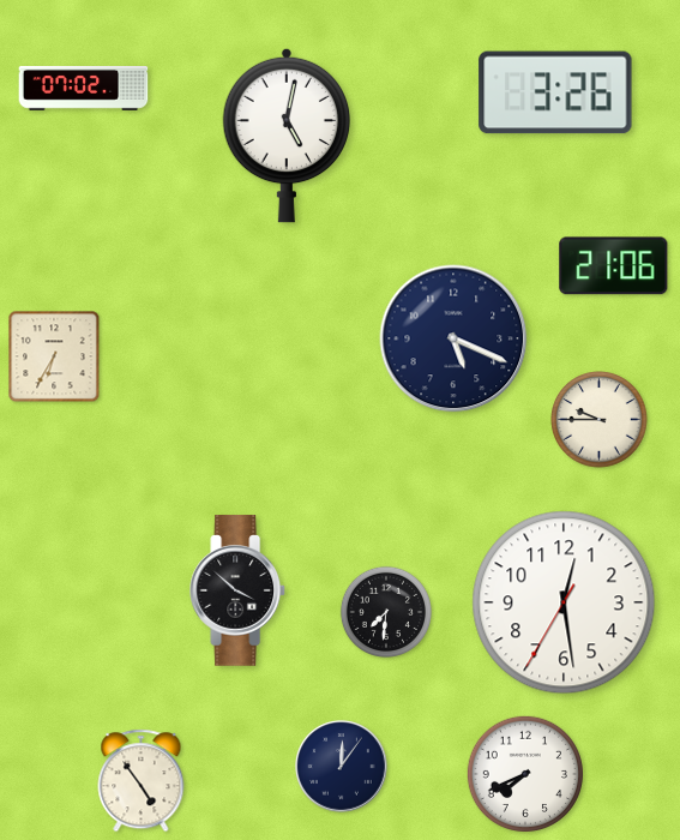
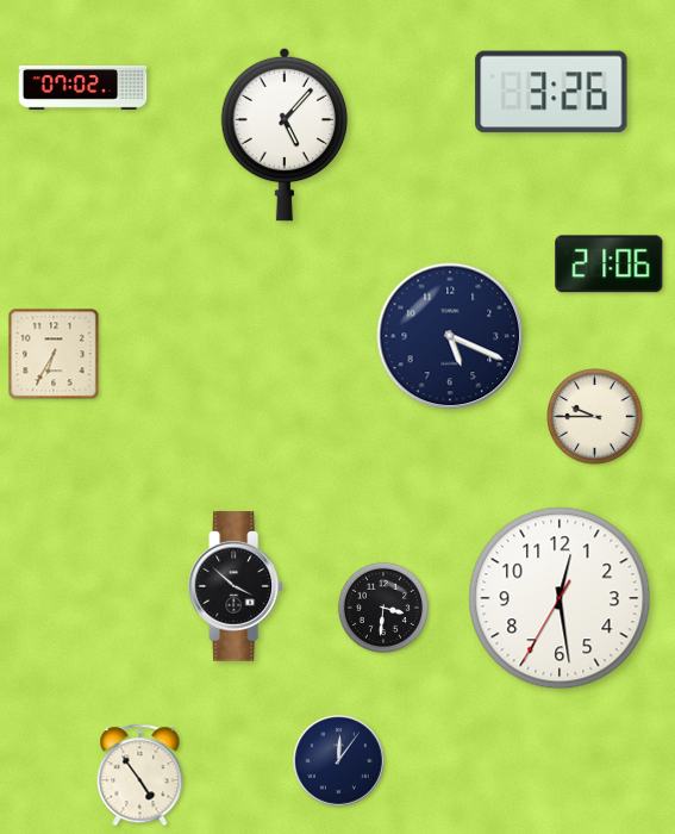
clock at (287, 136): 5:02 -> 5:07
clock at (386, 612): 7:31 -> 3:31
clock at (524, 773): 7:41 -> none
